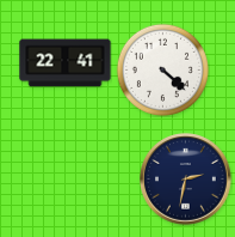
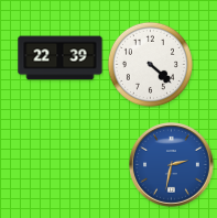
clock at (66, 63): 22:41 -> 22:39
clock at (186, 180) dial: navy -> blue
